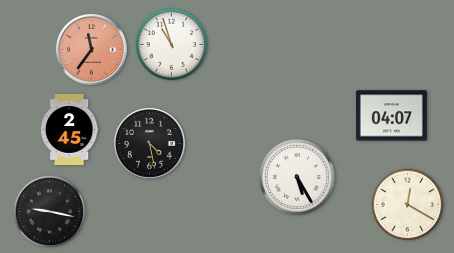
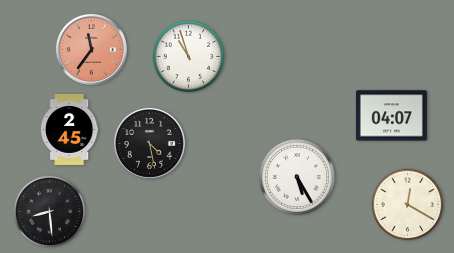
clock at (172, 45) position: (172, 45) -> (189, 57)
clock at (50, 212): 9:17 -> 8:29
